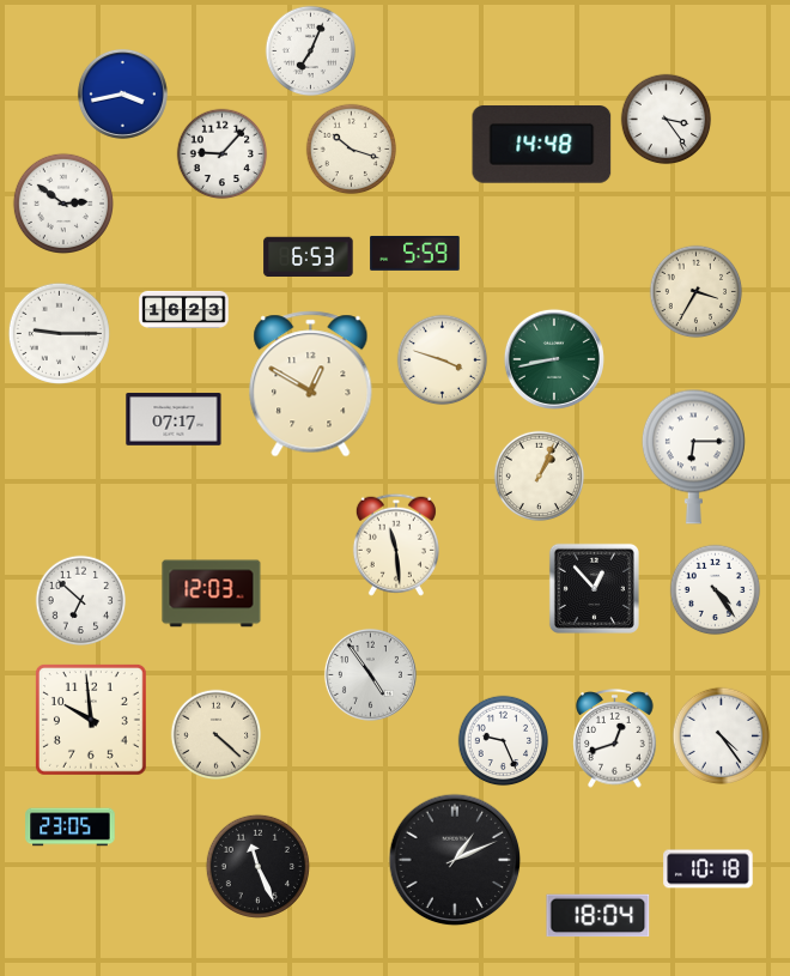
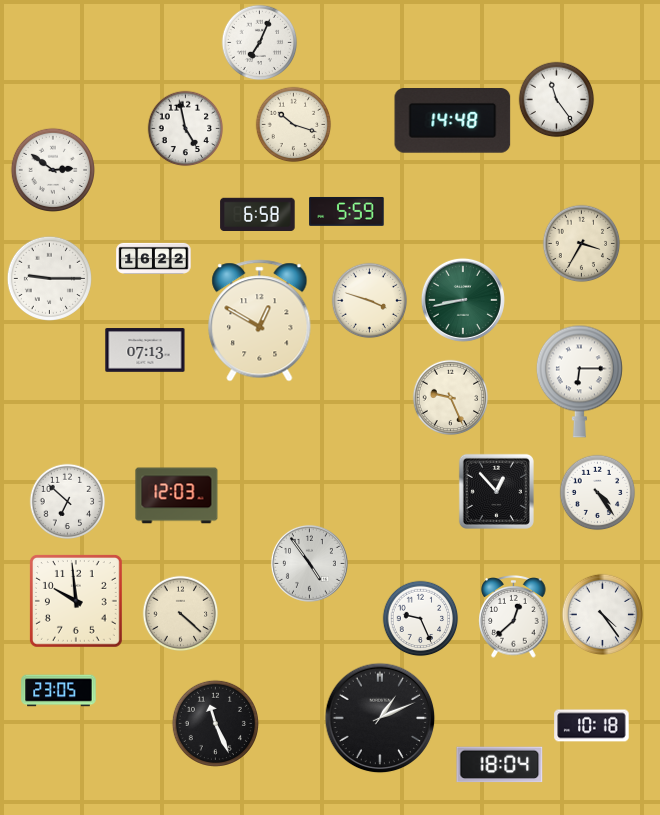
clock at (122, 93): 3:43 -> none
clock at (667, 120): 3:24 -> 11:24
clock at (223, 154): 9:07 -> 4:58
clock at (309, 257): 6:53 -> 6:58
clock at (184, 309): 16:23 -> 16:22
clock at (174, 419): 07:17 -> 07:13
clock at (540, 477): 1:04 -> 9:26
clock at (396, 545): 11:29 -> none
clock at (615, 739): 12:42 -> 12:38
